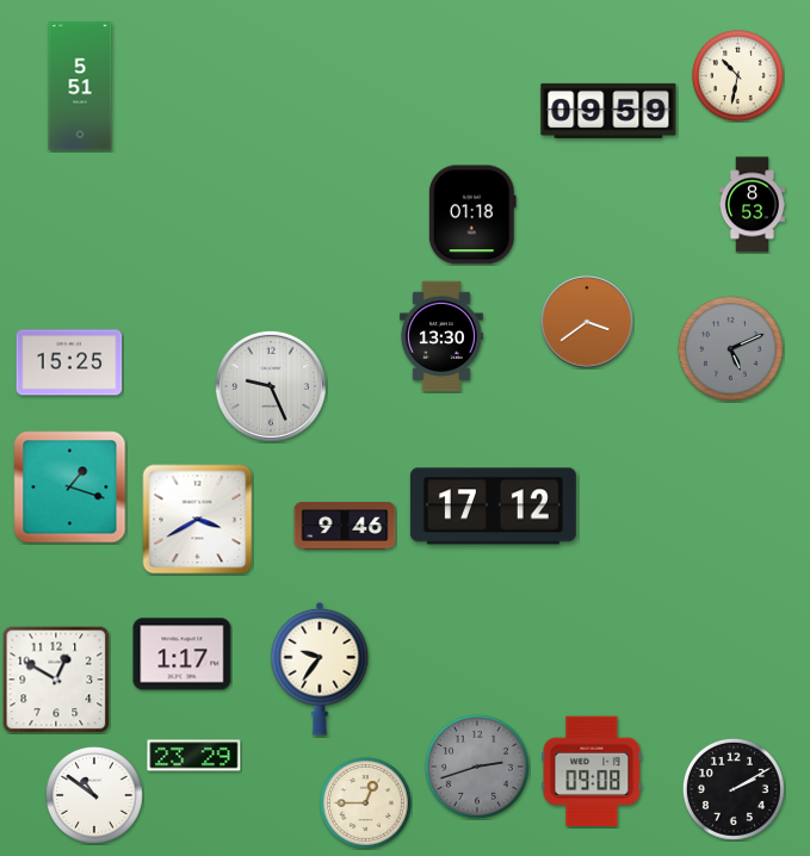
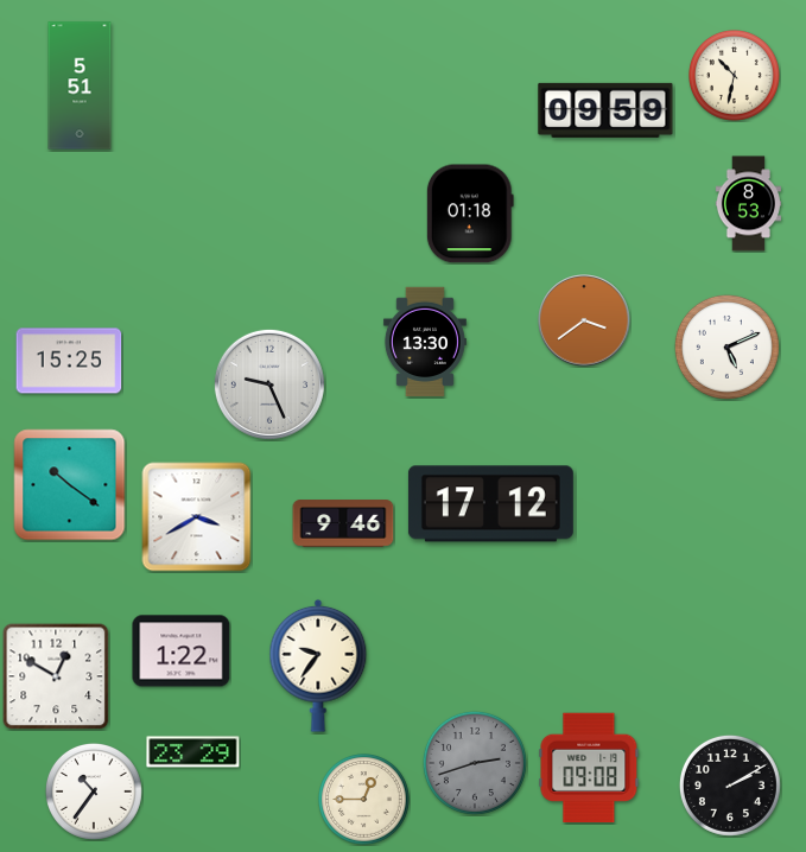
clock at (441, 336) position: (441, 336) -> (425, 342)
clock at (730, 348) dial: grey -> white
clock at (70, 488): 1:18 -> 10:21
clock at (183, 655): 1:17 -> 1:22
clock at (94, 795): 10:51 -> 10:36
